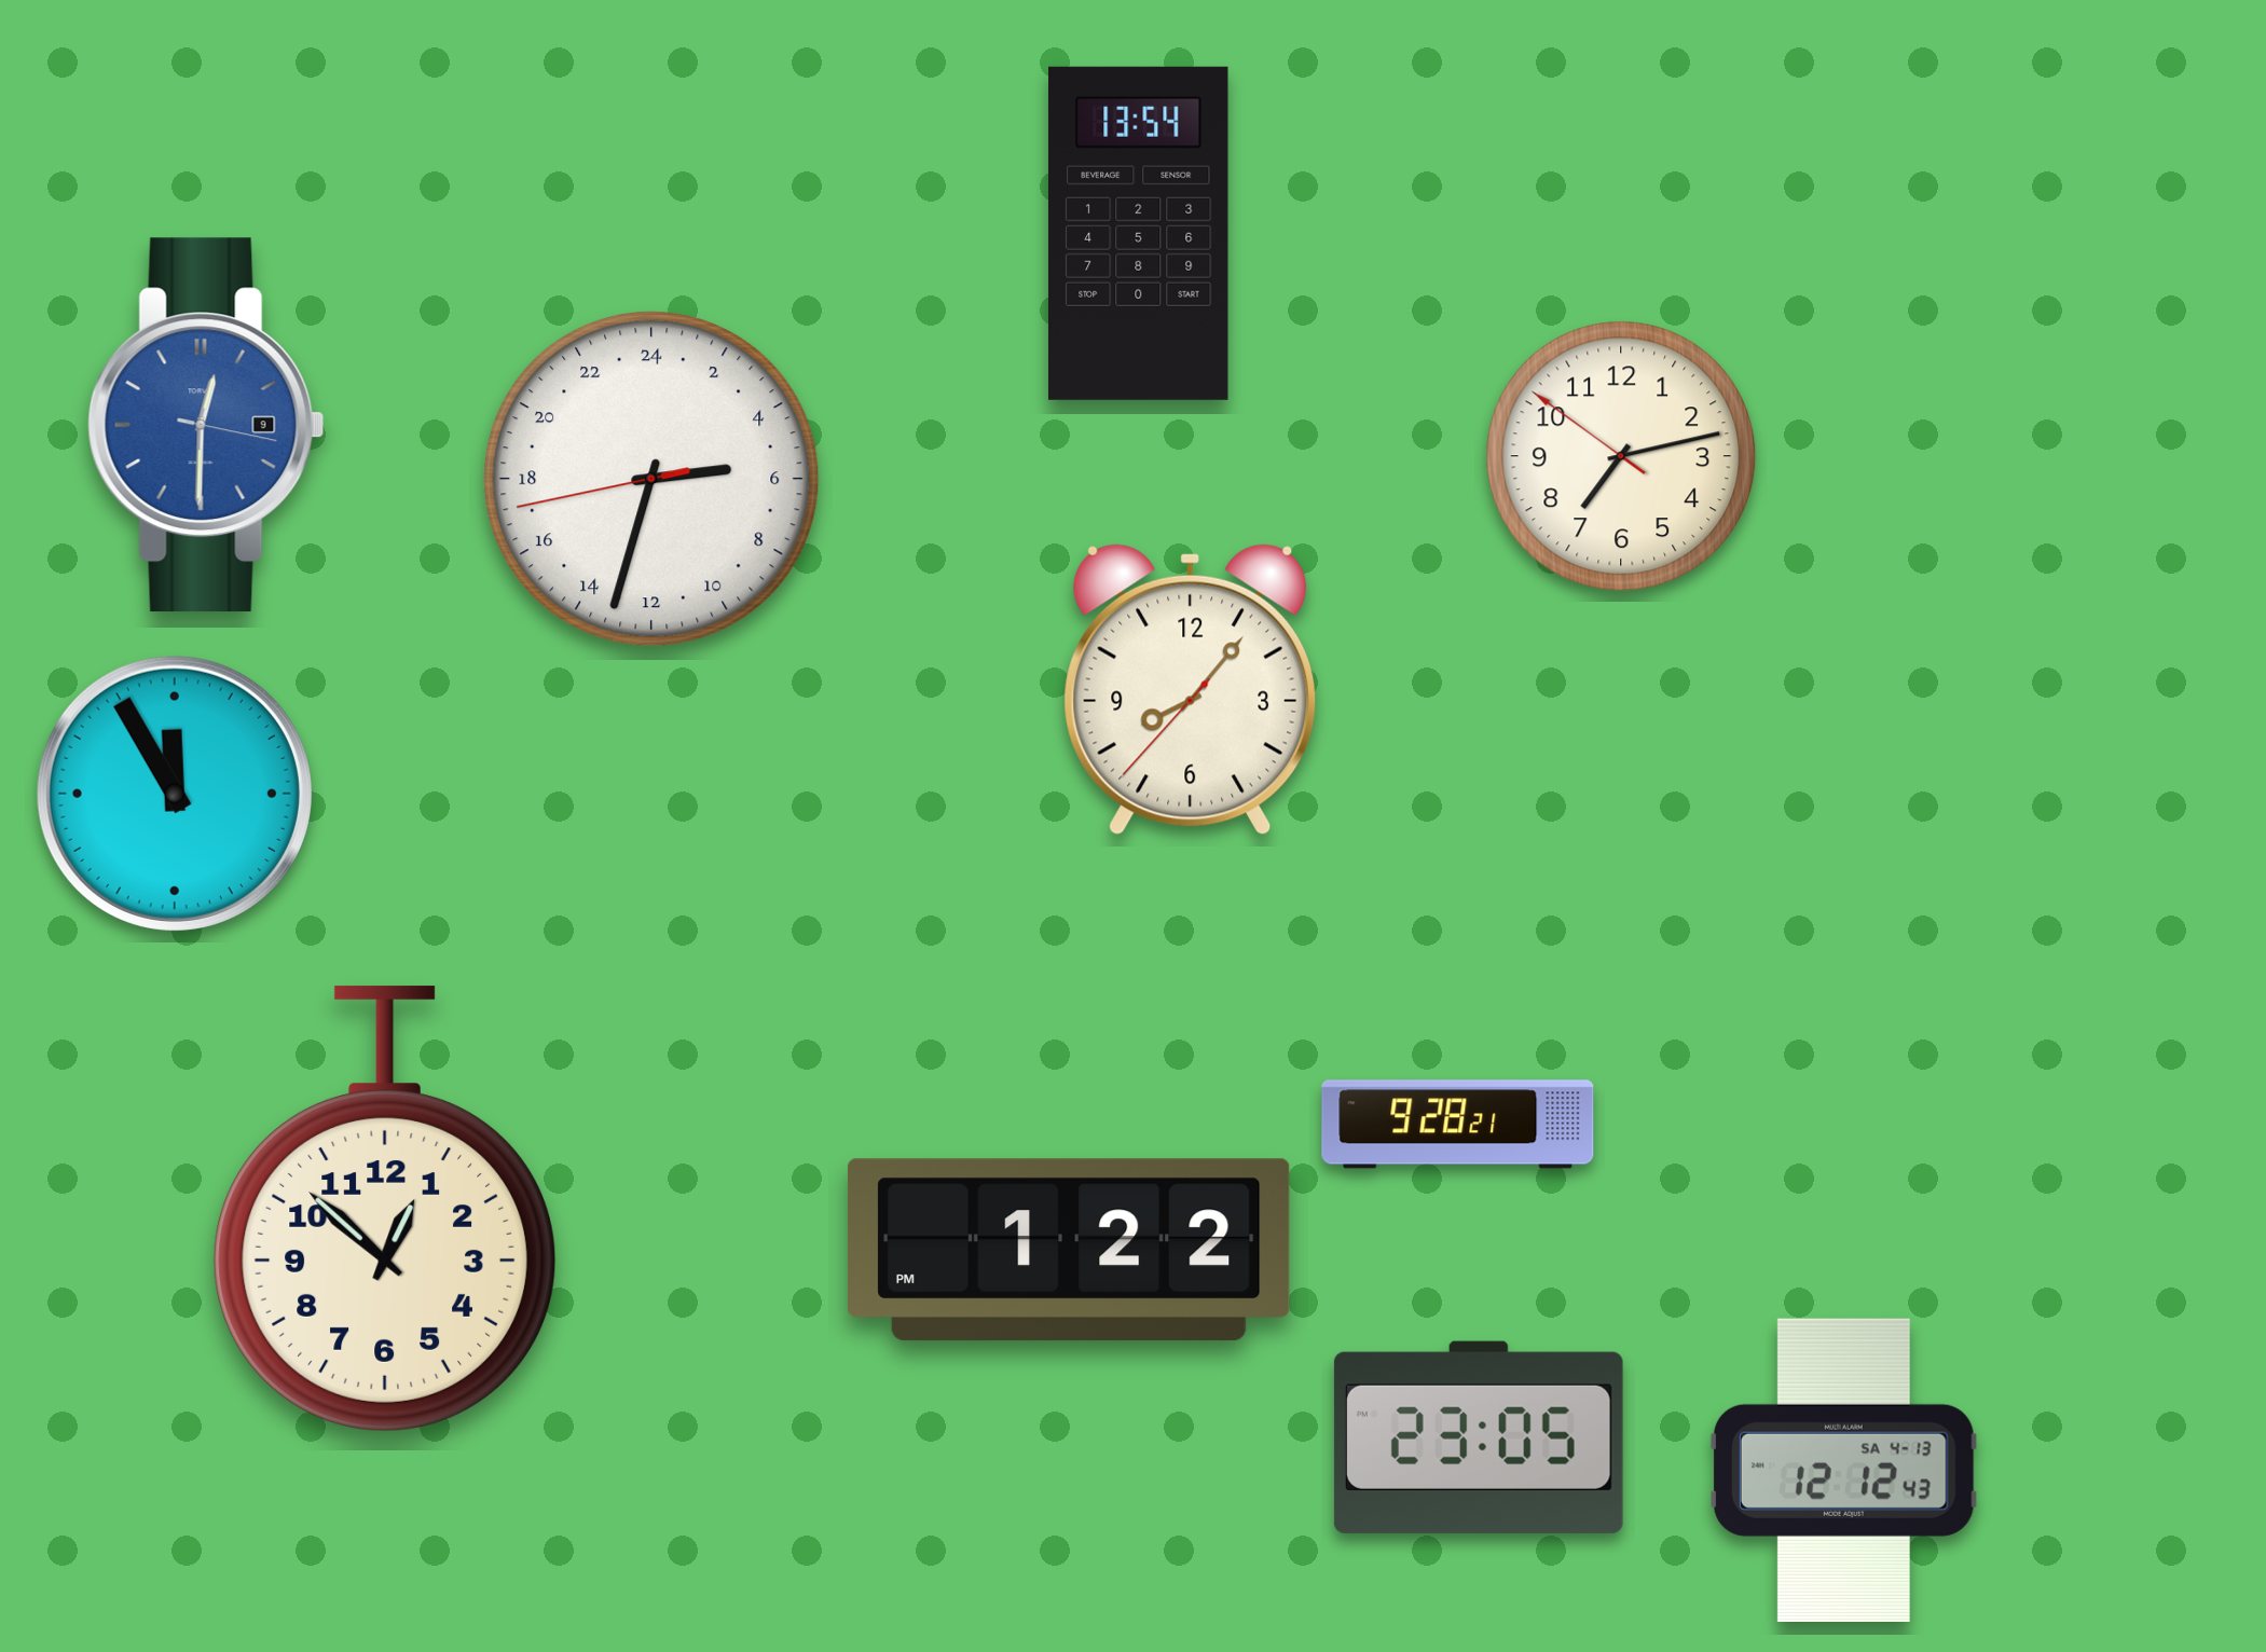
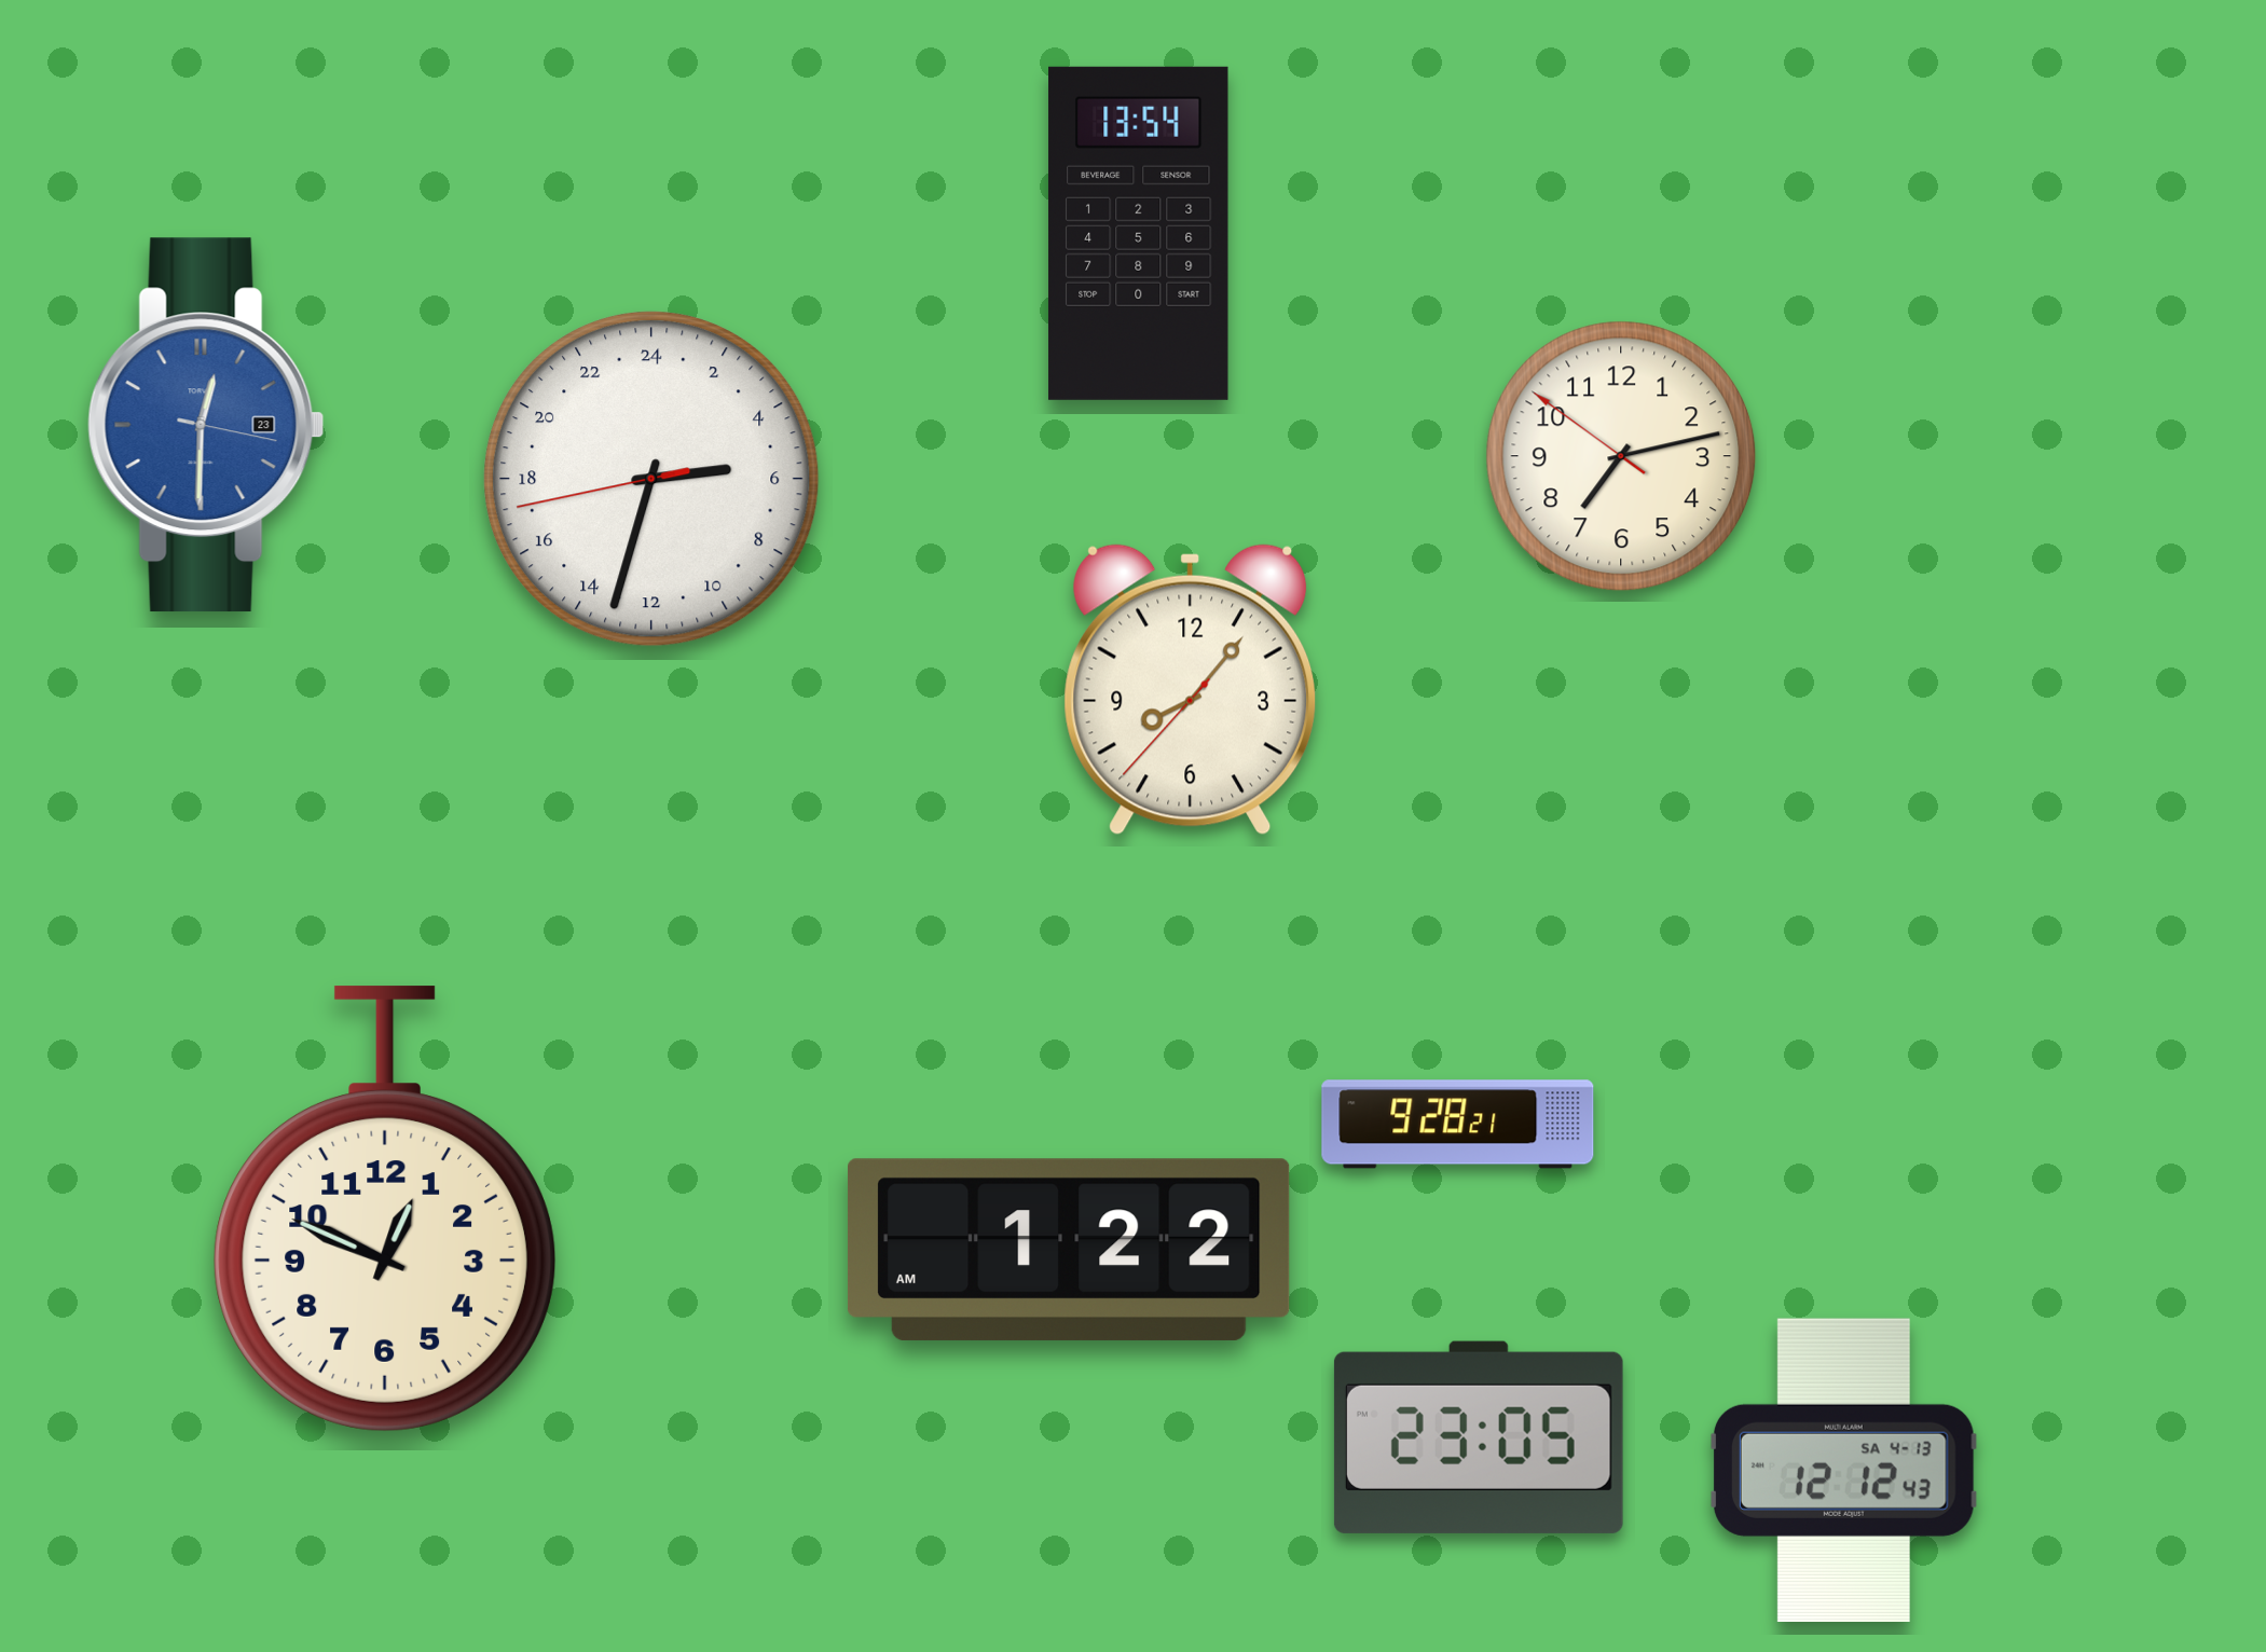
clock at (206, 425) date: 9 -> 23
clock at (175, 794): 11:55 -> none
clock at (385, 1209): 12:52 -> 12:49
clock at (1069, 1250): 1:22 PM -> 1:22 AM
